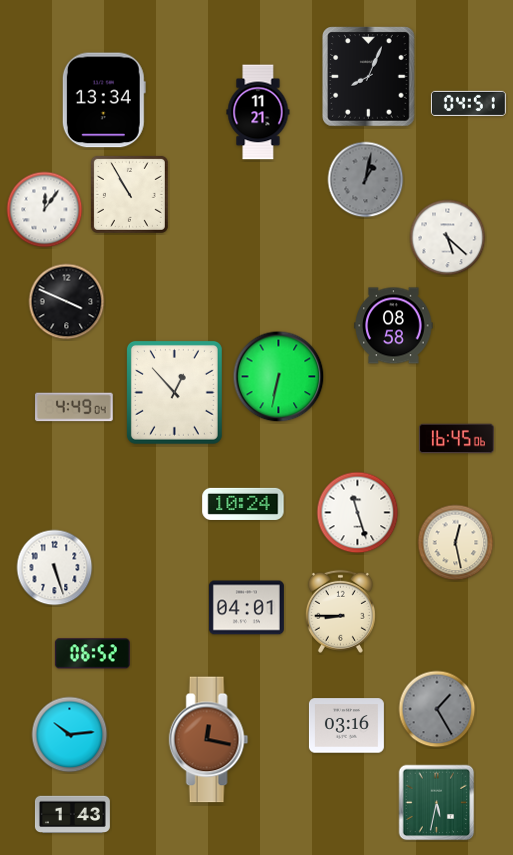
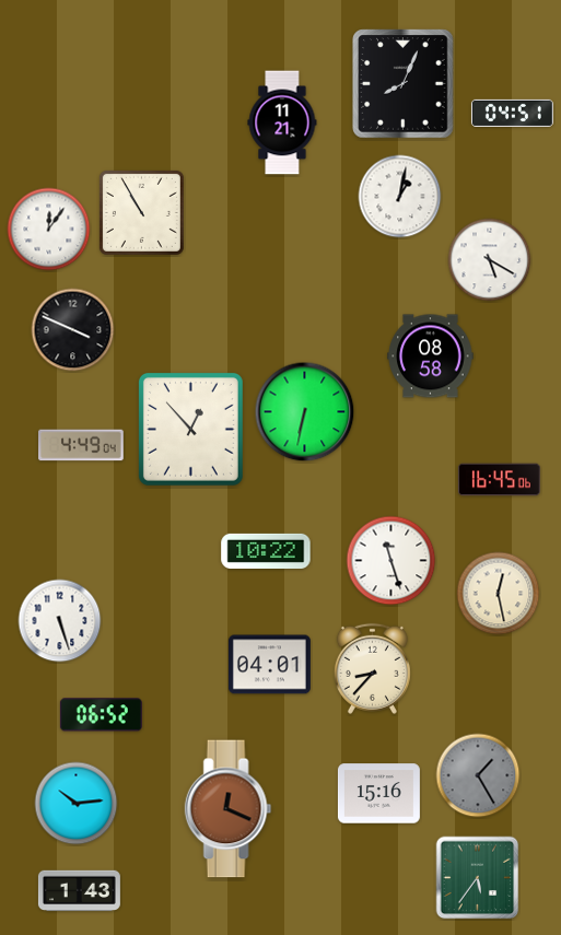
clock at (104, 100): 13:34 -> none
clock at (366, 180) dial: grey -> white
clock at (448, 238): 5:22 -> 5:20
clock at (243, 504): 10:24 -> 10:22
clock at (340, 611): 8:45 -> 8:37
clock at (346, 726): 03:16 -> 15:16
clock at (209, 740): 12:17 -> 12:19
clock at (437, 803): 5:32 -> 5:36
